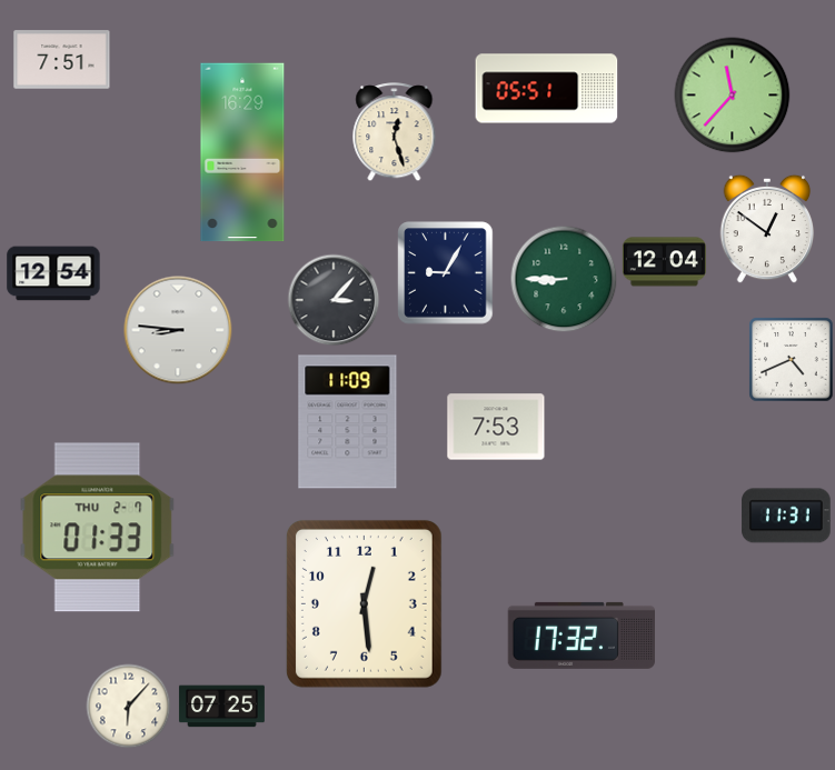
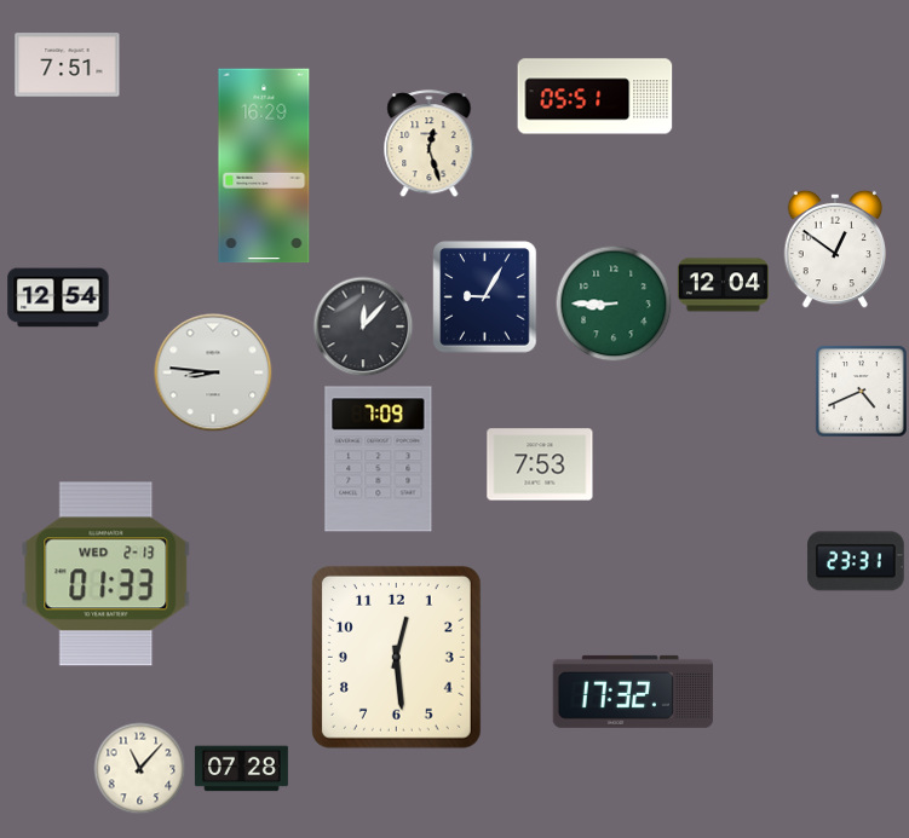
clock at (733, 96): 11:37 -> none
clock at (334, 300): 3:07 -> 12:07
clock at (178, 330) position: (178, 330) -> (213, 372)
clock at (348, 422): 11:09 -> 7:09
clock at (786, 516): 11:31 -> 23:31
clock at (98, 528) date: THU 2-7 -> WED 2-13
clock at (129, 707): 6:07 -> 11:07
clock at (221, 707): 07:25 -> 07:28
